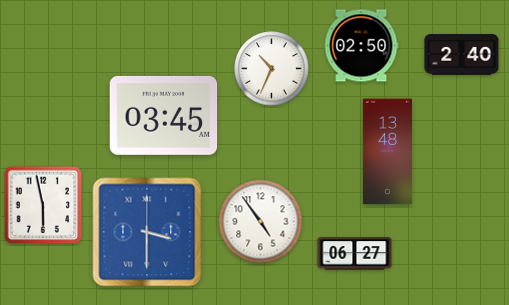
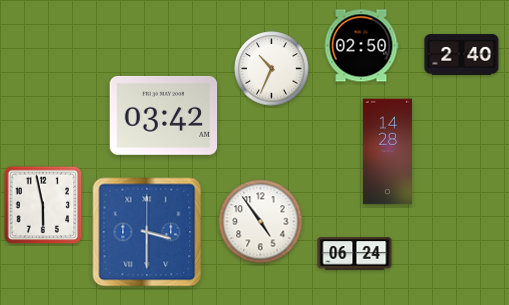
clock at (164, 115): 03:45 -> 03:42
clock at (387, 152): 13:48 -> 14:28
clock at (355, 254): 06:27 -> 06:24
